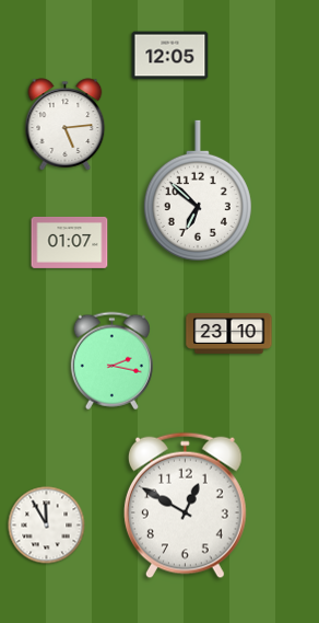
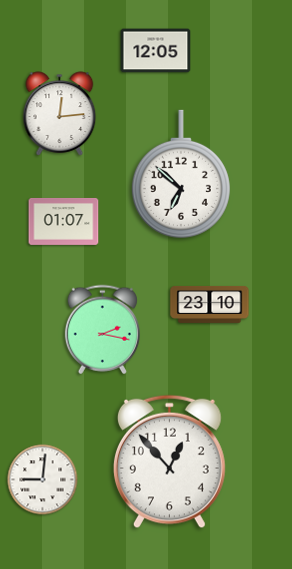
clock at (66, 125): 5:14 -> 12:14
clock at (185, 506): 12:50 -> 12:53
clock at (47, 526): 11:55 -> 9:01
